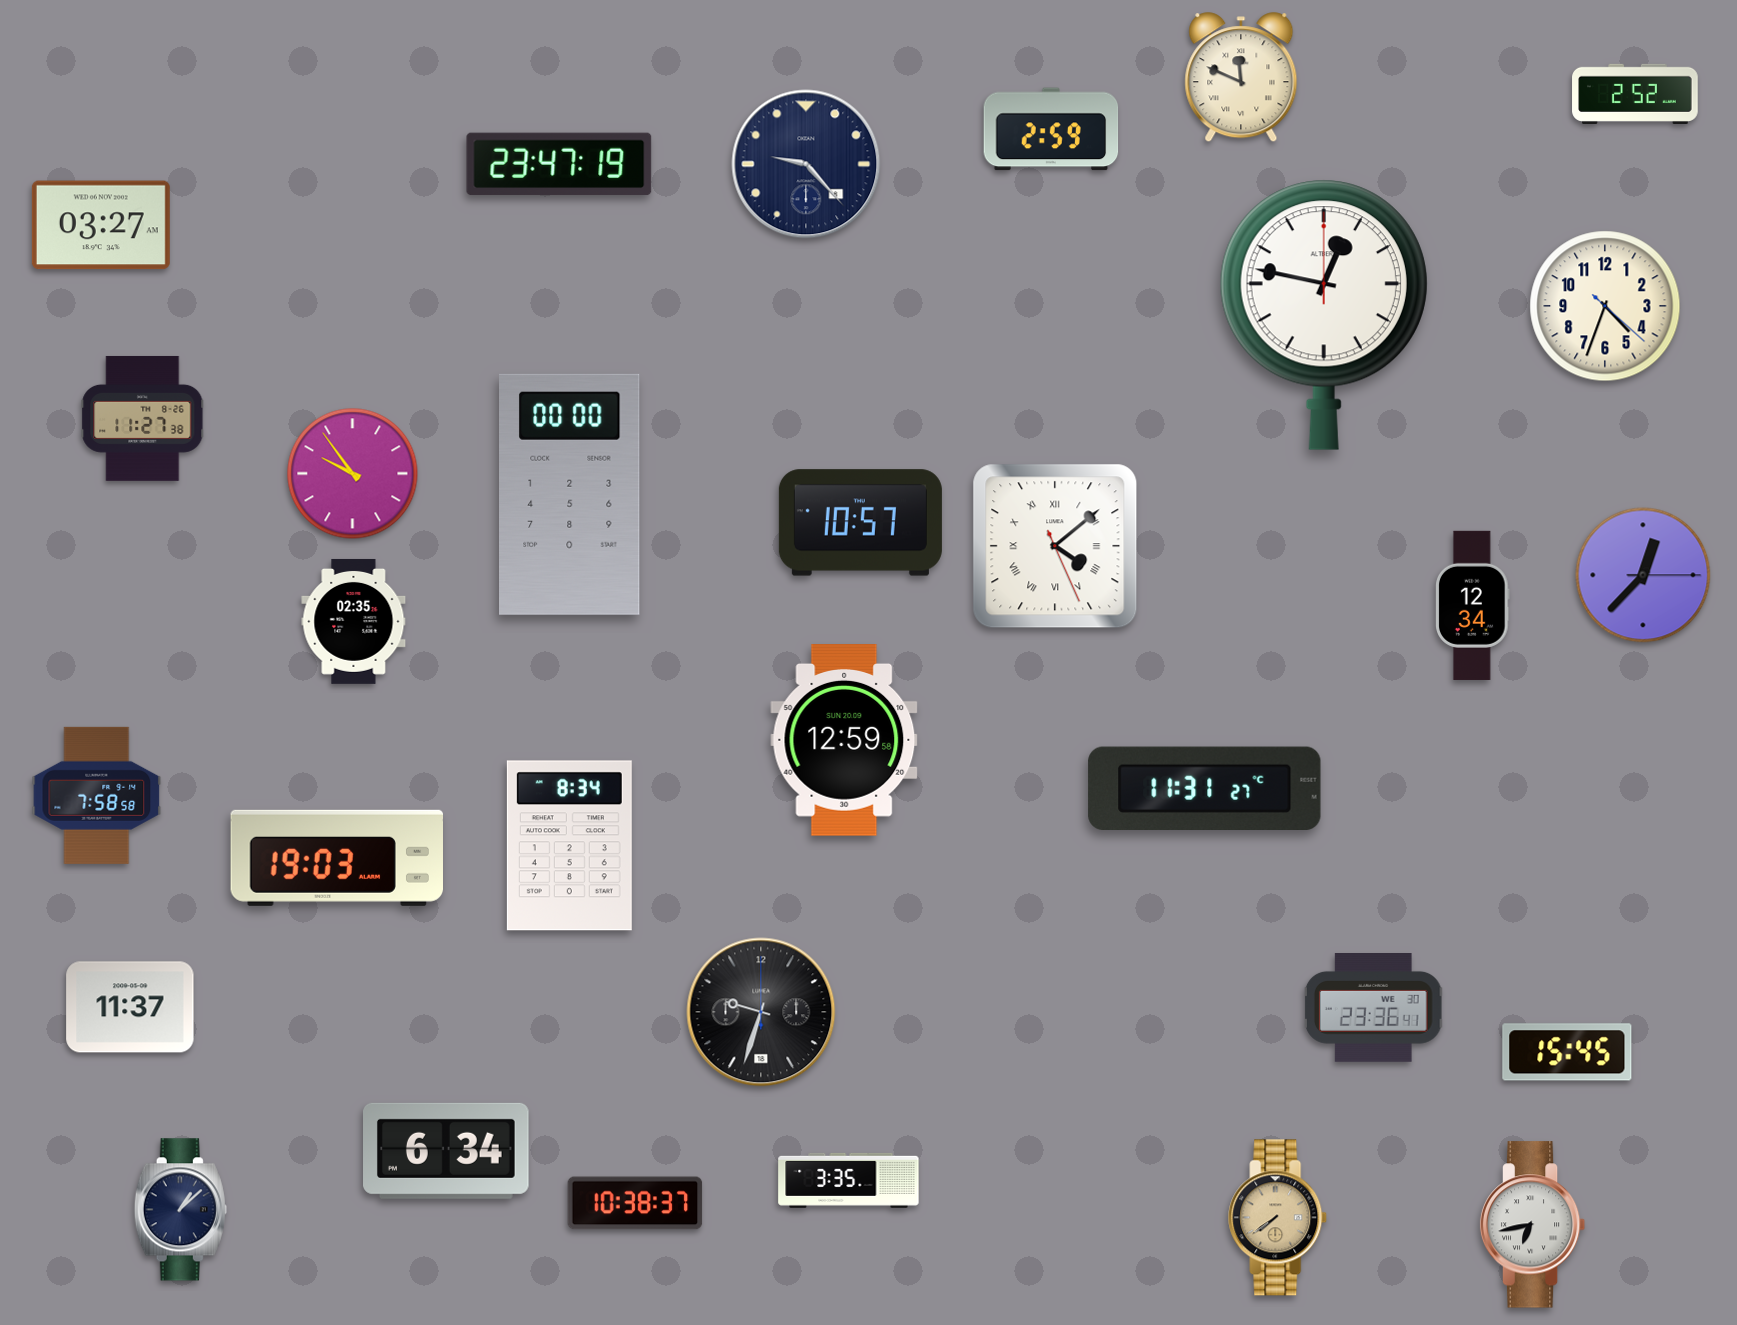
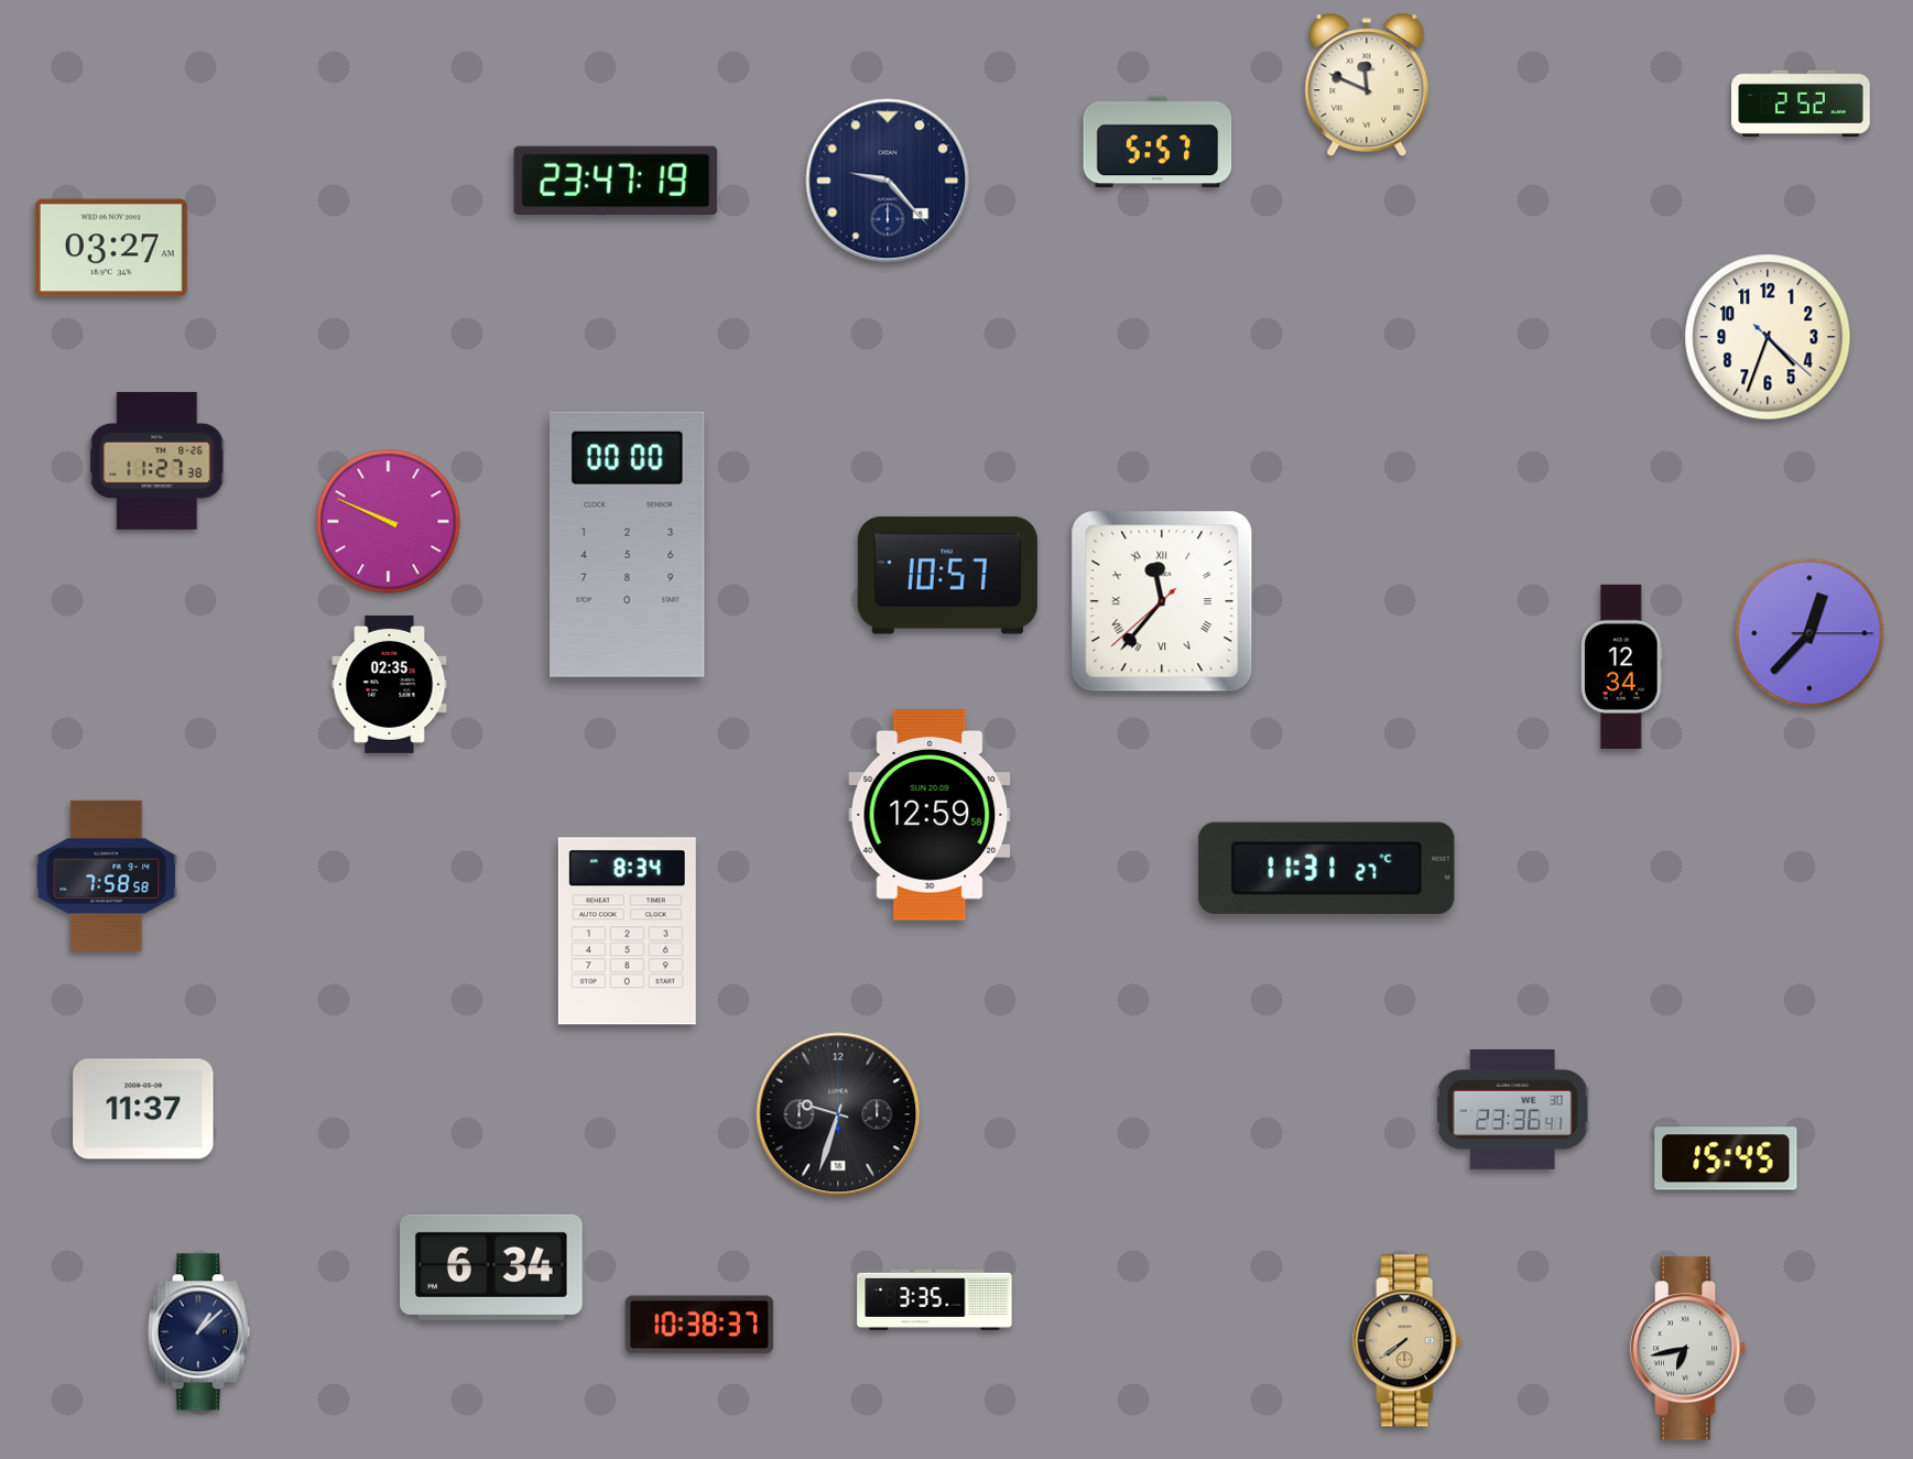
clock at (1051, 129): 2:59 -> 5:57
clock at (1324, 315): 12:47 -> none
clock at (353, 474): 9:54 -> 9:49
clock at (1055, 546): 4:08 -> 11:36
clock at (336, 858): 19:03 -> none
